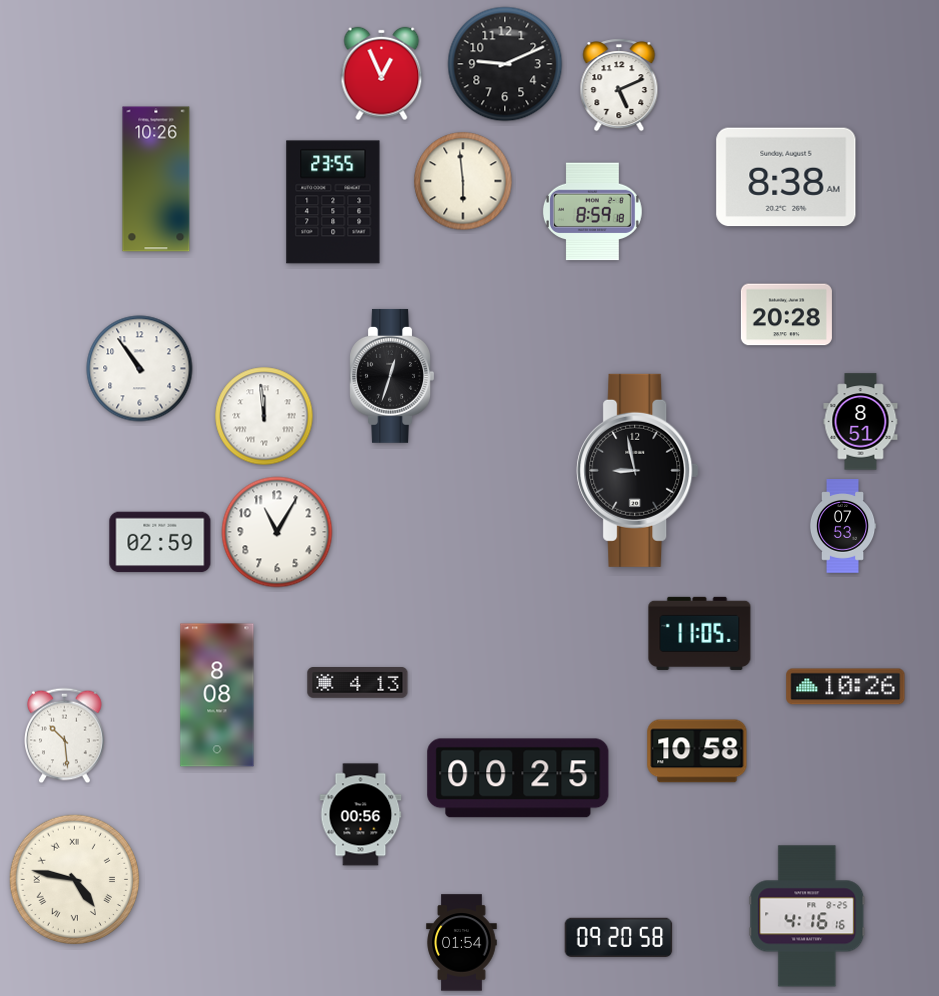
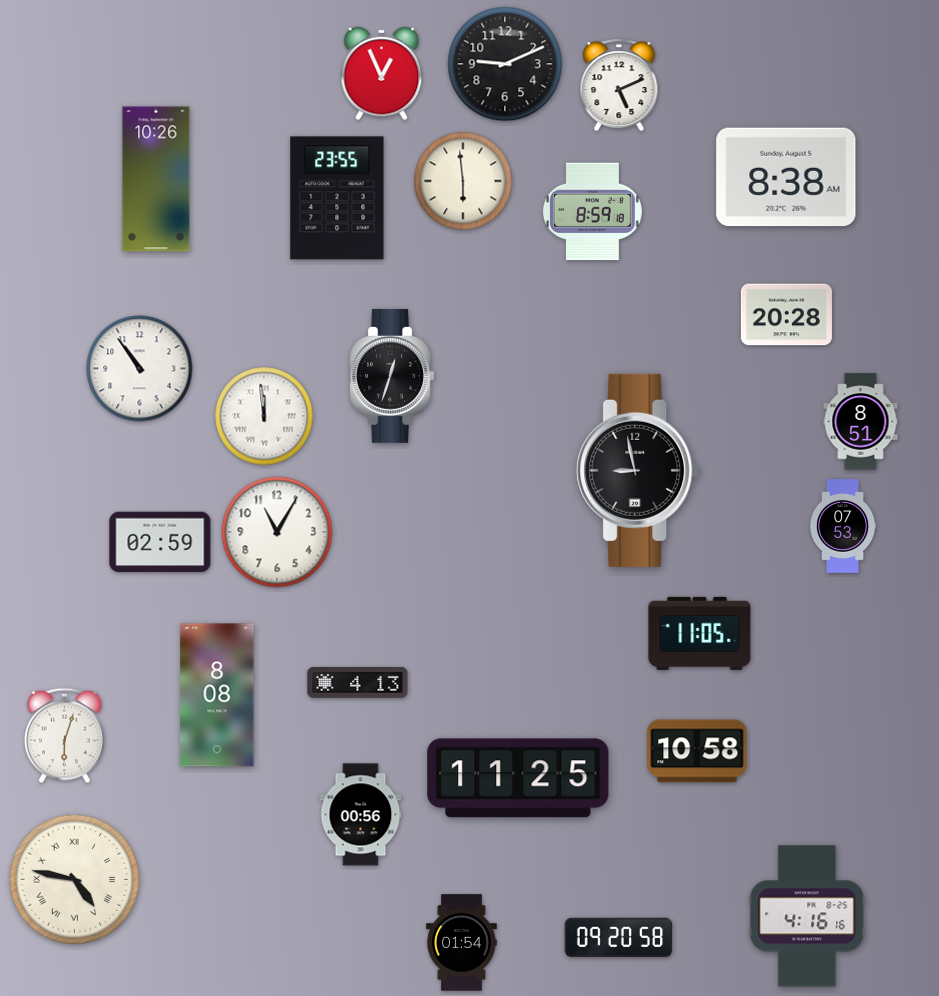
clock at (333, 202) position: (333, 202) -> (337, 198)
clock at (846, 687): 10:26 -> none
clock at (65, 736): 10:29 -> 6:03
clock at (518, 778): 00:25 -> 11:25
